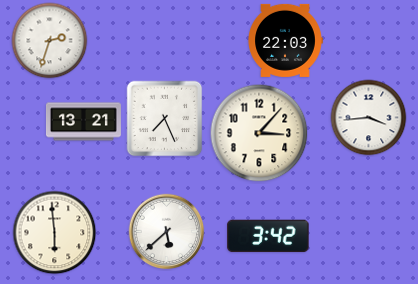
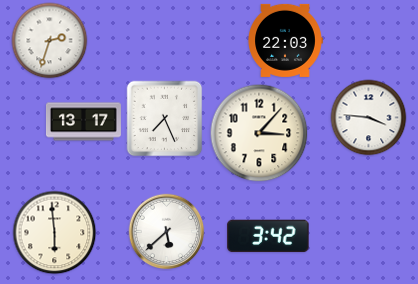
clock at (369, 118): 3:44 -> 3:46
clock at (83, 122): 13:21 -> 13:17
